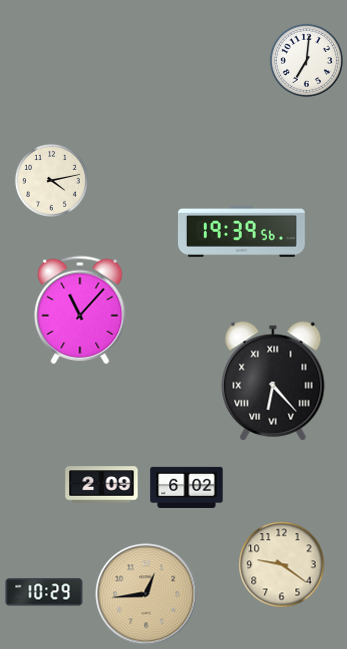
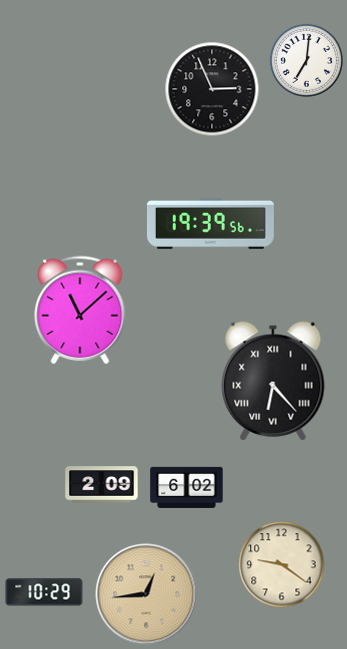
clock at (212, 89): none -> 2:56
clock at (51, 180): 4:13 -> none
clock at (241, 231) position: (241, 231) -> (210, 223)
clock at (80, 310): 11:07 -> 11:08
